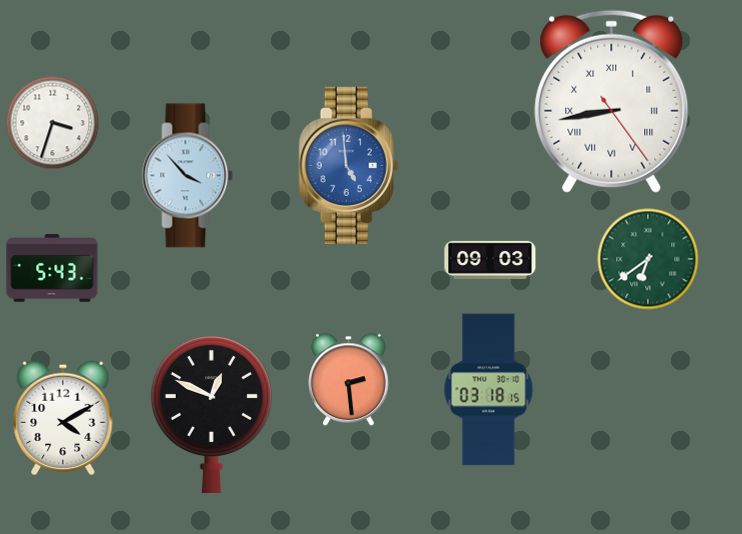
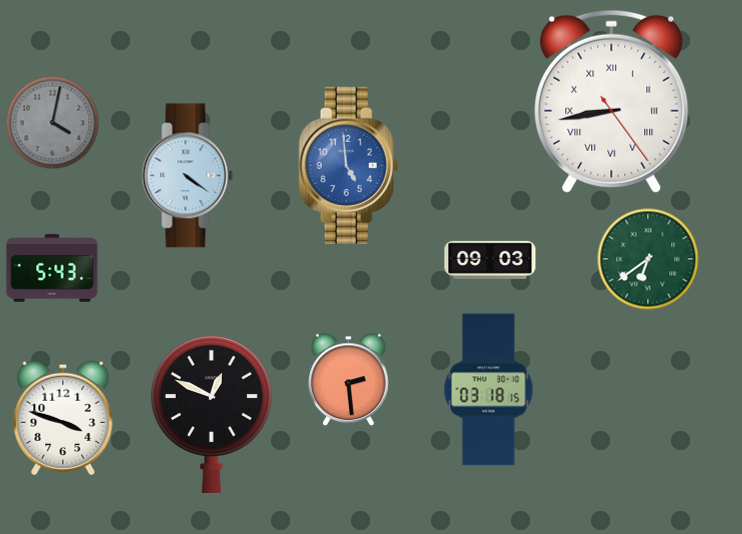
clock at (52, 122): 3:33 -> 4:02
clock at (52, 122) dial: white -> grey
clock at (188, 176): 3:53 -> 4:21
clock at (63, 418): 4:10 -> 3:48
